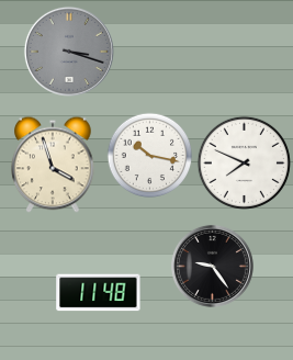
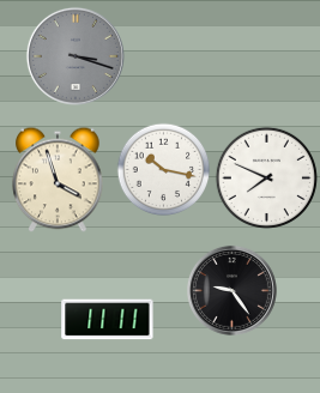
clock at (99, 293): 11:48 -> 11:11
